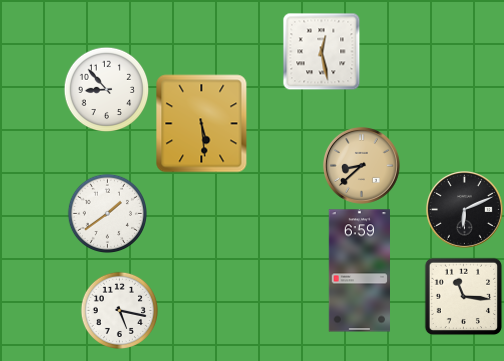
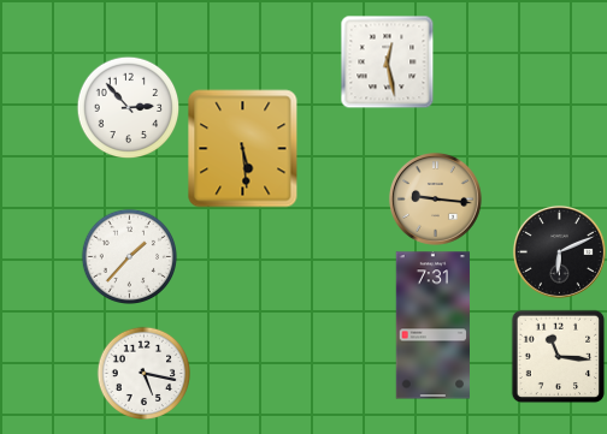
clock at (106, 89): 8:53 -> 2:53
clock at (361, 165): 8:38 -> 9:16
clock at (107, 213): 1:39 -> 1:37
clock at (359, 271): 6:59 -> 7:31
